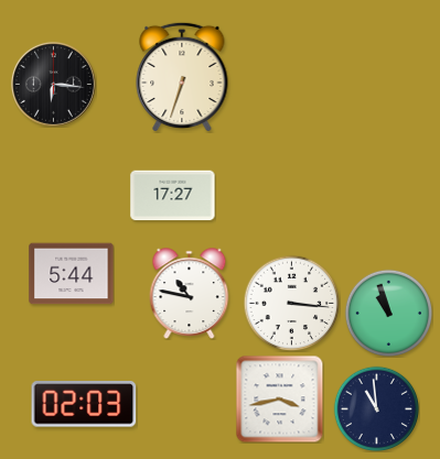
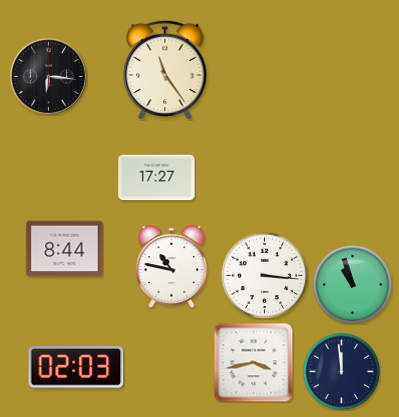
clock at (182, 77): 6:33 -> 11:24
clock at (72, 274): 5:44 -> 8:44
clock at (376, 408): 10:59 -> 11:59
